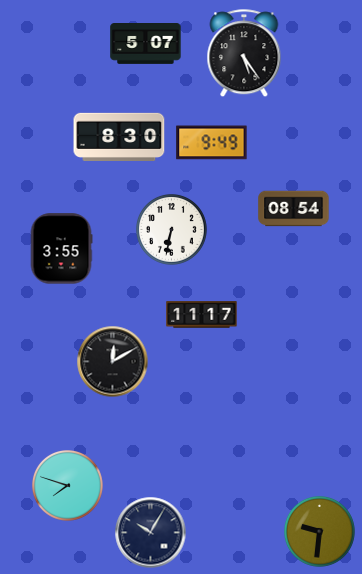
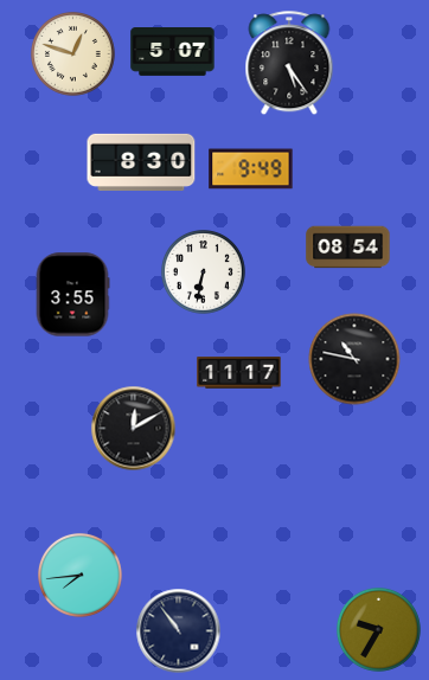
clock at (73, 54): none -> 12:48
clock at (354, 359): none -> 10:47
clock at (68, 486): 7:48 -> 7:44
clock at (320, 532): 9:31 -> 9:35
clock at (151, 533): 10:05 -> 10:54
